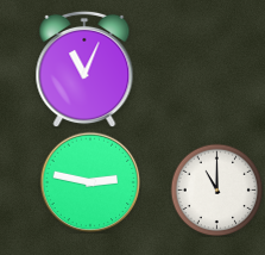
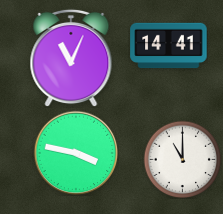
clock at (169, 46): none -> 14:41
clock at (90, 182): 2:47 -> 3:47
